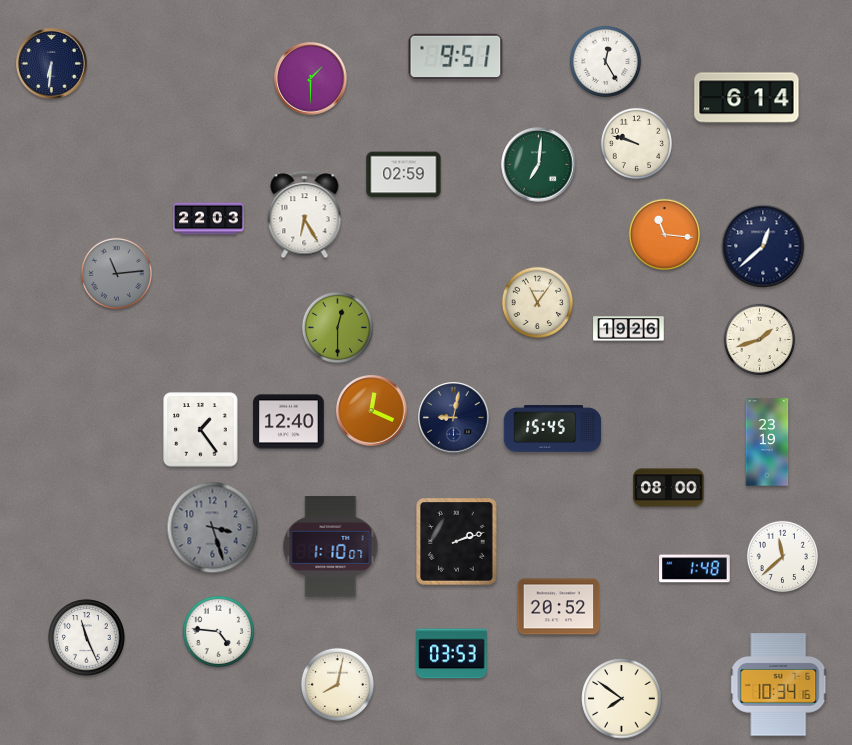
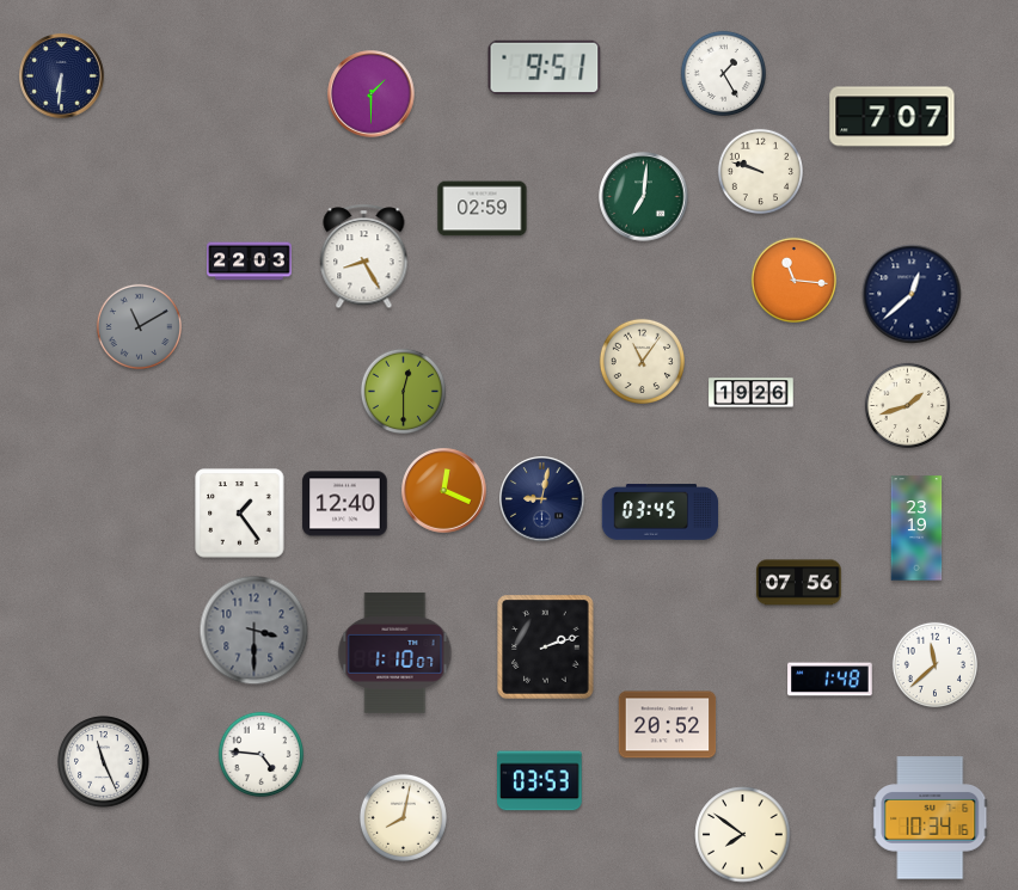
clock at (605, 61): 12:25 -> 1:25
clock at (747, 98): 6:14 -> 7:07
clock at (305, 215): 6:25 -> 8:25
clock at (116, 273): 11:14 -> 11:10
clock at (553, 429): 15:45 -> 03:45
clock at (669, 488): 08:00 -> 07:56
clock at (213, 528): 3:27 -> 3:30
